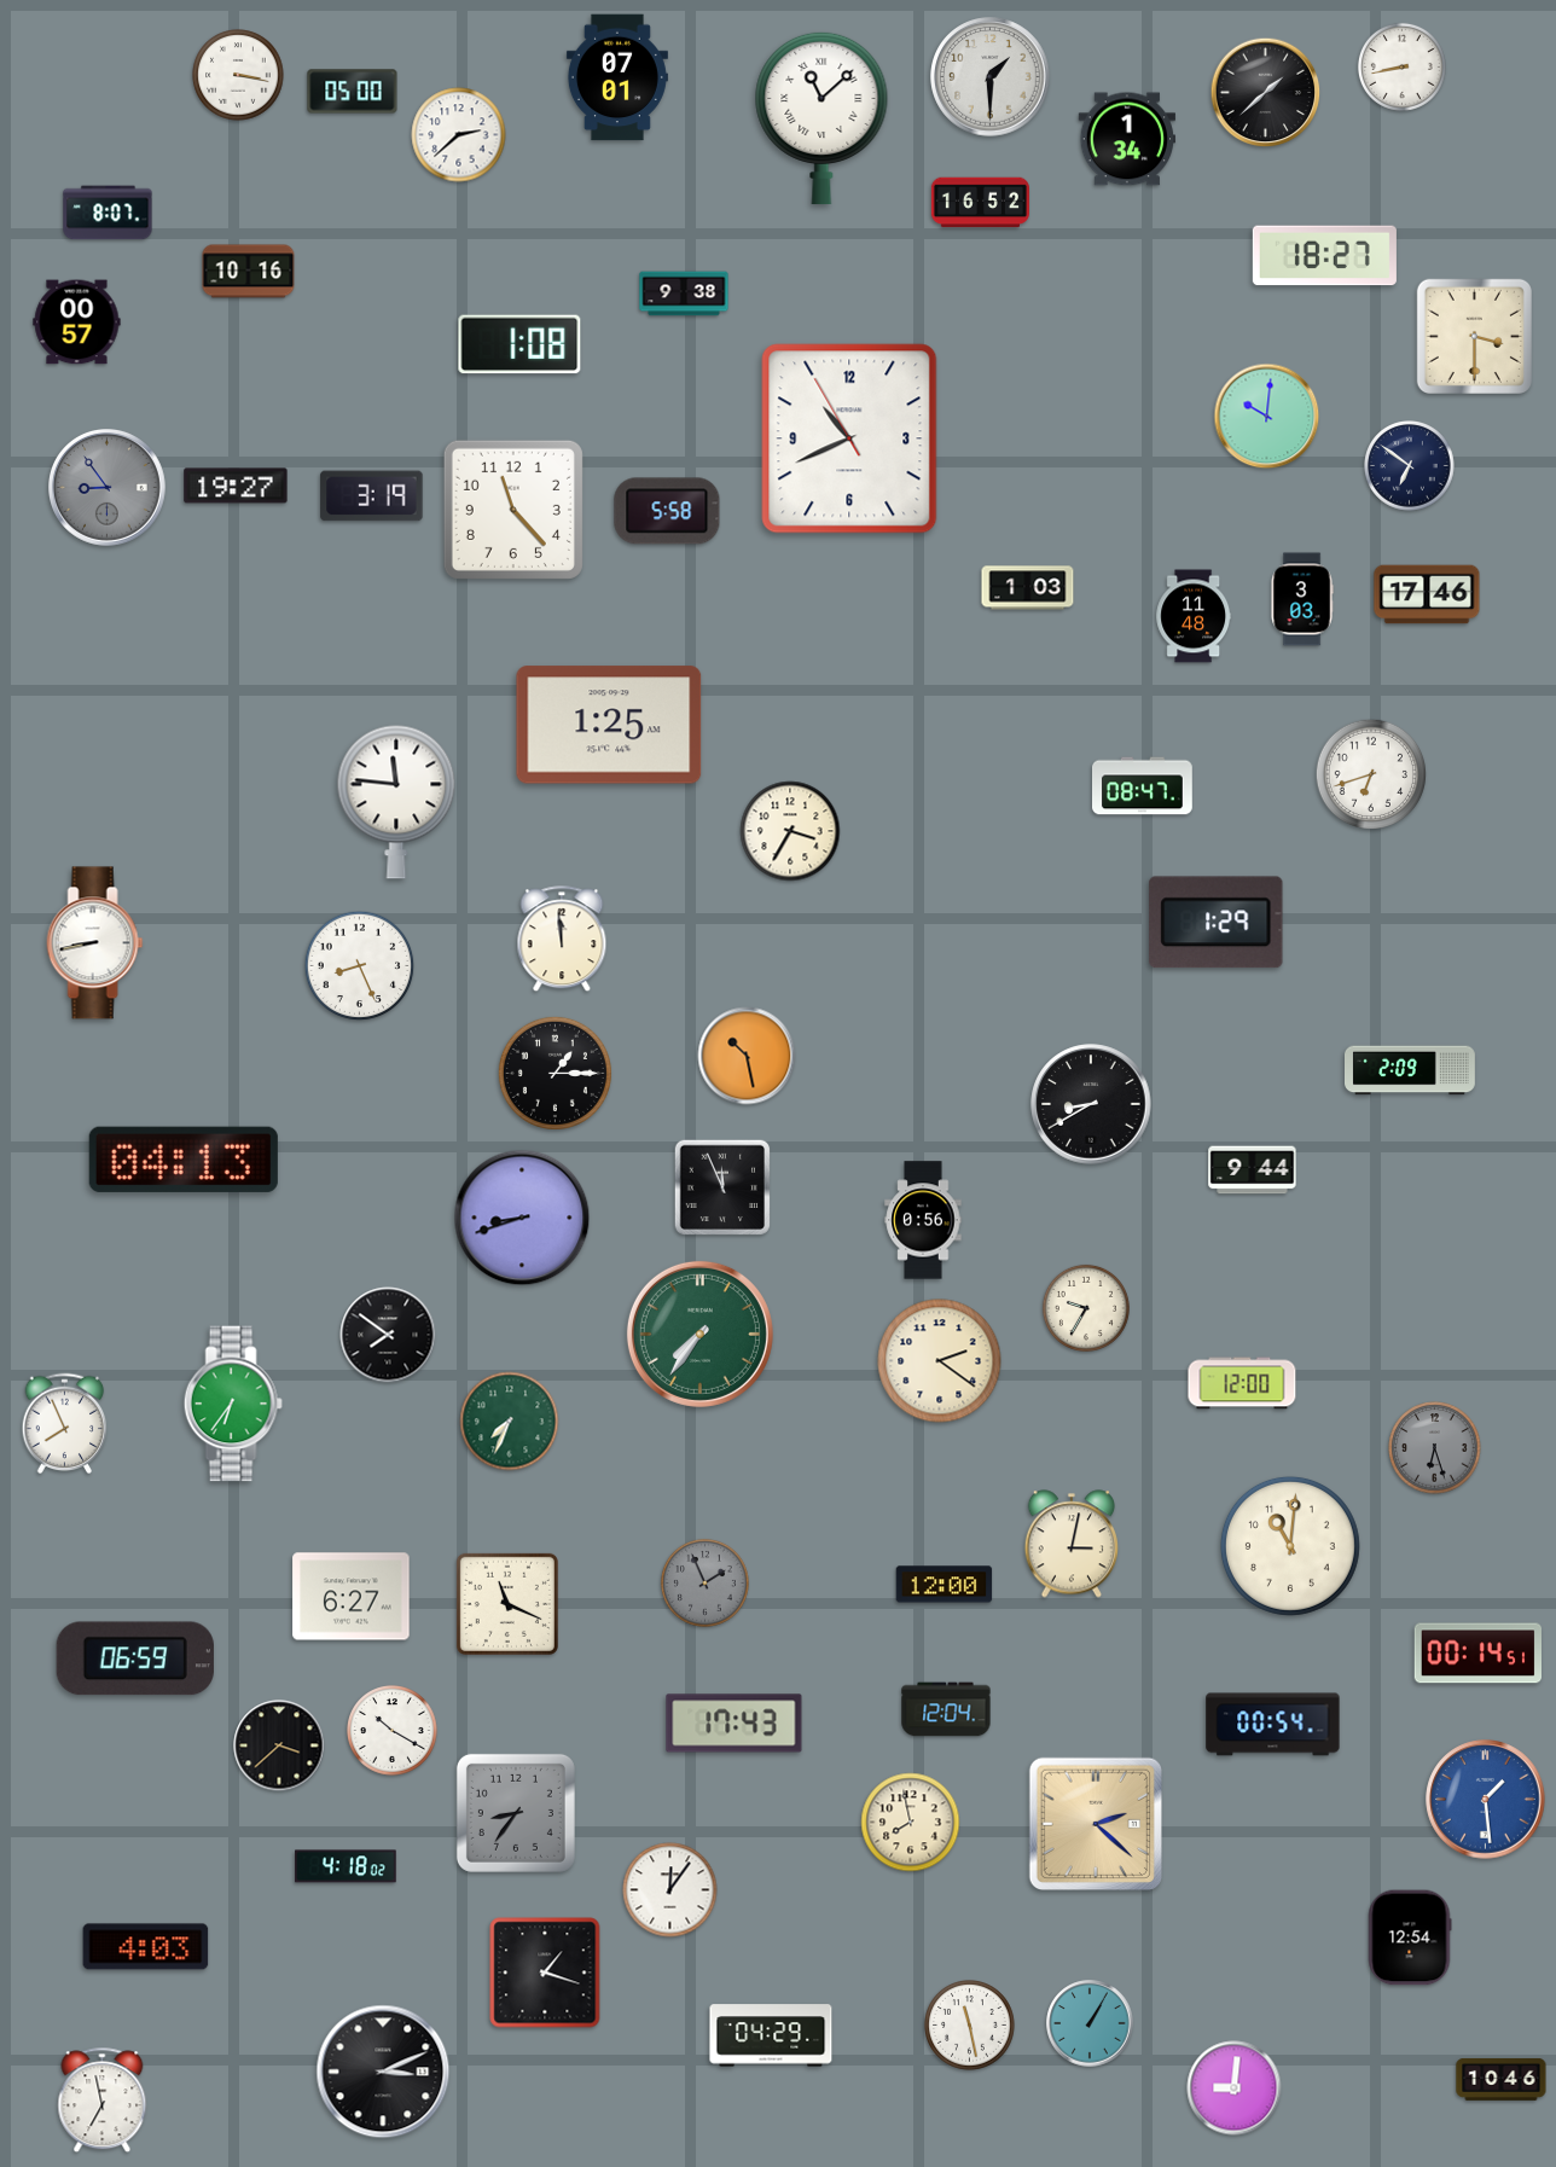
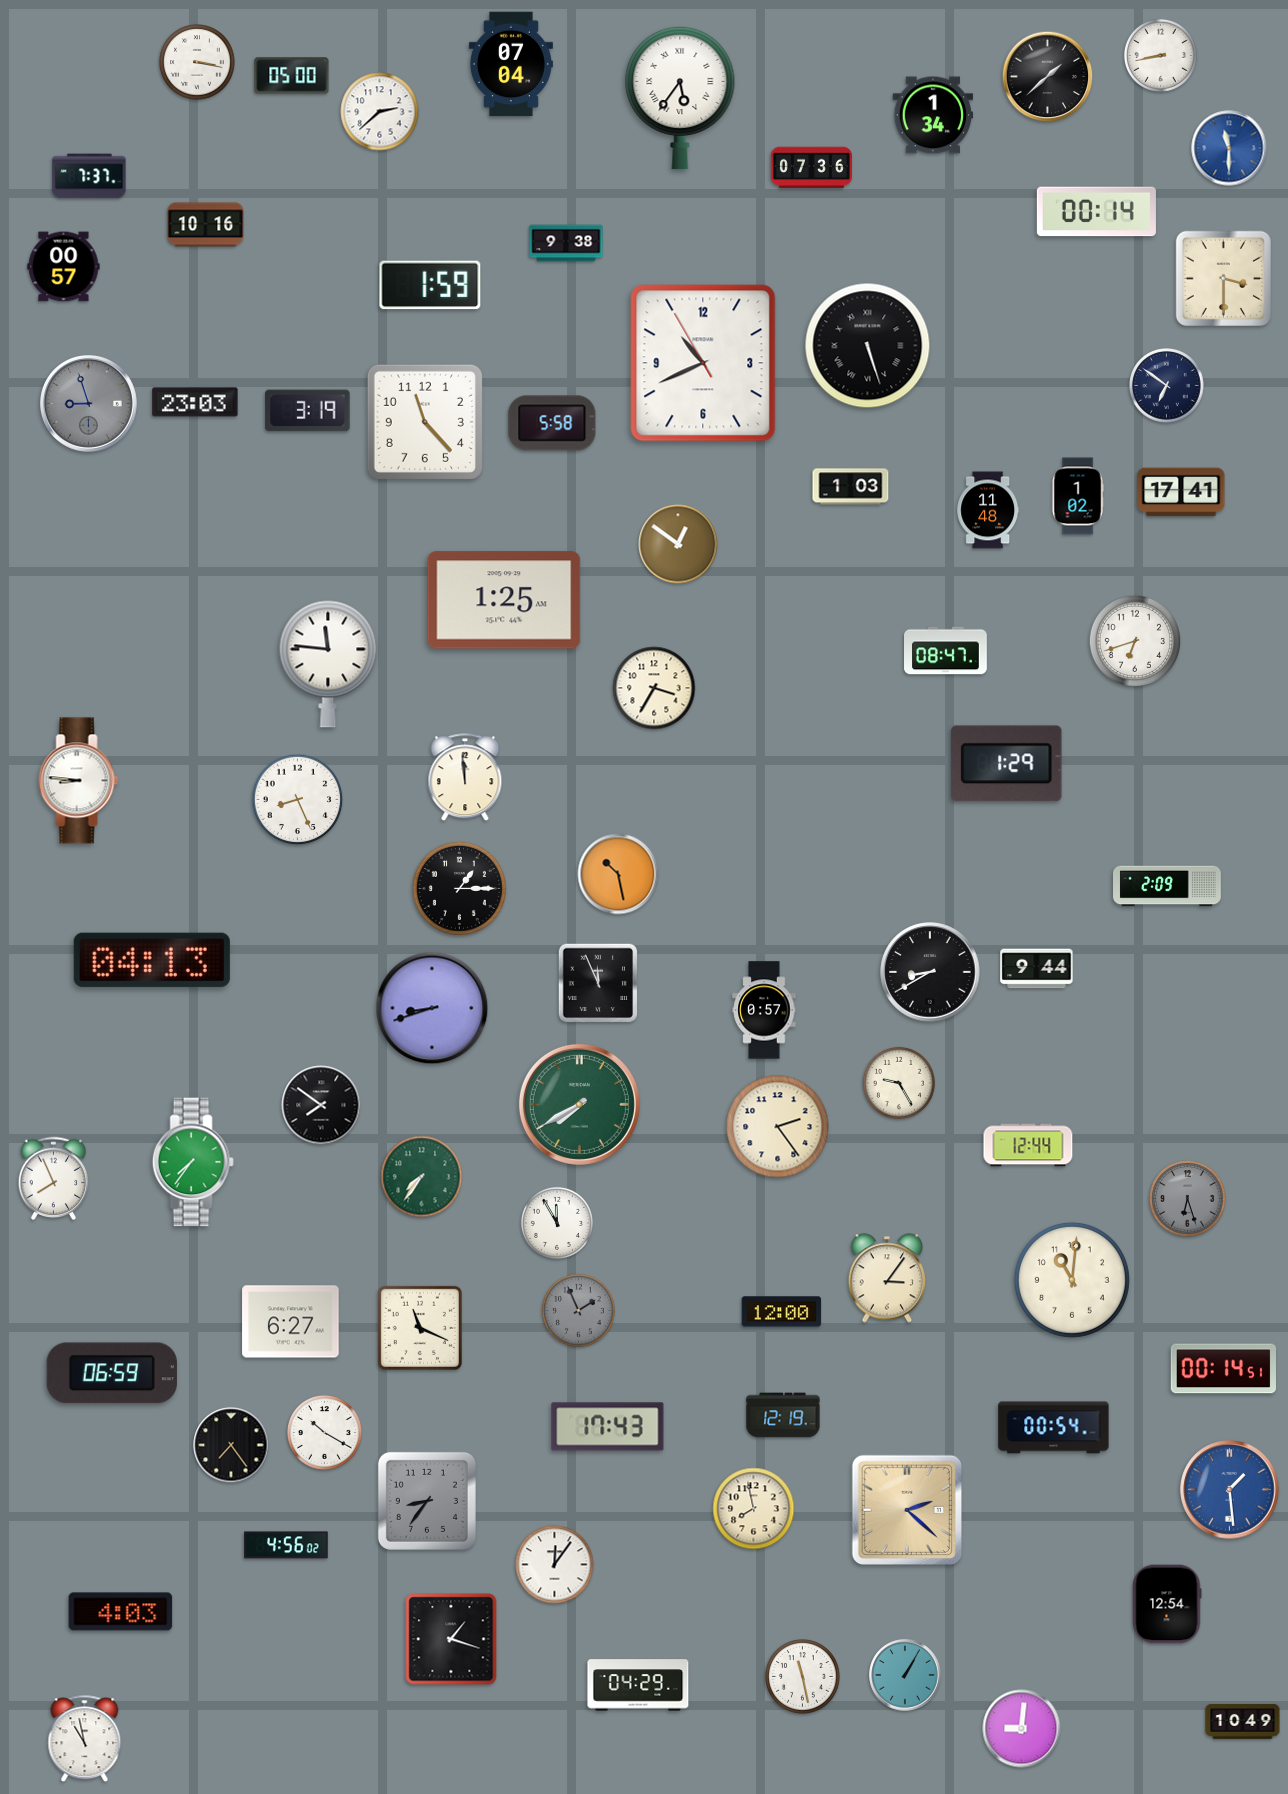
clock at (617, 77): 07:01 -> 07:04
clock at (991, 77): 1:30 -> none
clock at (821, 118): 11:08 -> 5:36
clock at (1229, 148): none -> 11:30
clock at (980, 203): 16:52 -> 07:36
clock at (108, 213): 8:07 -> 7:37
clock at (1324, 256): 18:27 -> 00:14
clock at (1474, 336) position: (1474, 336) -> (1223, 278)
clock at (519, 344): 1:08 -> 1:59
clock at (1267, 417): 10:01 -> none
clock at (868, 346): none -> 5:27
clock at (236, 486): 19:27 -> 23:03
clock at (108, 488): 8:54 -> 8:57
clock at (1427, 594): 17:46 -> 17:41
clock at (1302, 599): 3:03 -> 1:02
clock at (678, 544): none -> 12:51
clock at (95, 943): 8:43 -> 8:46
clock at (1091, 1104) position: (1091, 1104) -> (930, 972)
clock at (923, 1220): 0:56 -> 0:57
clock at (1086, 1308): 9:35 -> 9:25
clock at (699, 1334): 7:36 -> 7:40
clock at (940, 1361): 2:21 -> 2:24
clock at (1242, 1383): 12:00 -> 12:44
clock at (233, 1404): 6:36 -> 7:36
clock at (510, 1422): 7:34 -> 7:36
clock at (557, 1223): none -> 11:55
clock at (1070, 1544): 3:02 -> 3:06
clock at (1290, 1546) position: (1290, 1546) -> (1072, 1280)
clock at (704, 1582) position: (704, 1582) -> (578, 1310)
clock at (946, 1709): 12:04 -> 12:19
clock at (279, 1745): 3:38 -> 7:24
clock at (346, 1866): 4:18 -> 4:56
clock at (545, 1973) position: (545, 1973) -> (451, 1639)
clock at (1090, 2023) position: (1090, 2023) -> (905, 1675)
clock at (383, 2072): 3:11 -> none
clock at (1502, 2080): 10:46 -> 10:49
clock at (103, 2101): 6:58 -> 10:58
